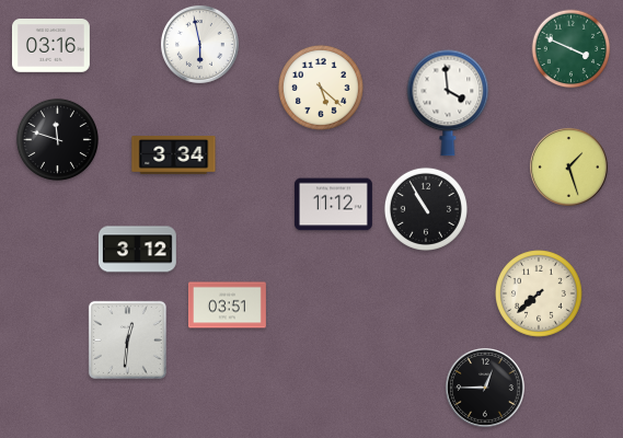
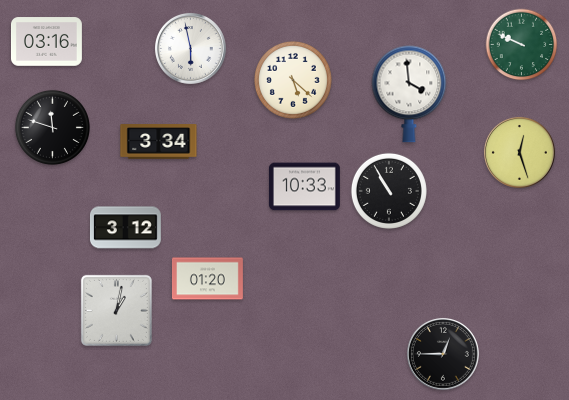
clock at (199, 44) position: (199, 44) -> (190, 48)
clock at (572, 49): 3:49 -> 9:49
clock at (568, 166): 1:27 -> 12:27
clock at (333, 205): 11:12 -> 10:33
clock at (539, 293): 7:38 -> none
clock at (227, 306): 03:51 -> 01:20
clock at (127, 339): 12:31 -> 1:02
